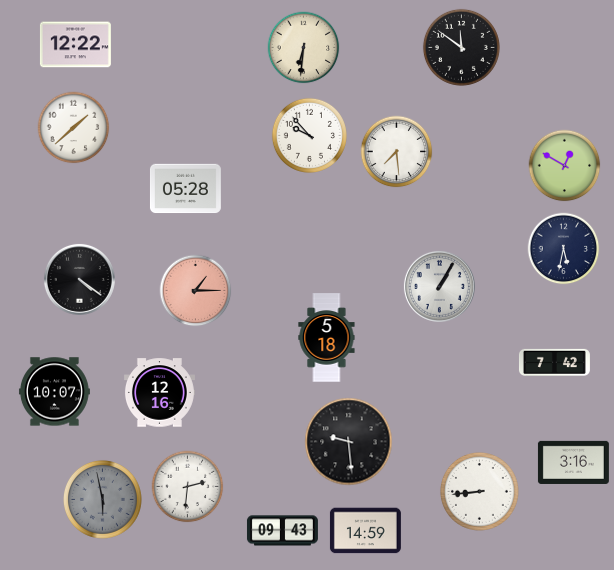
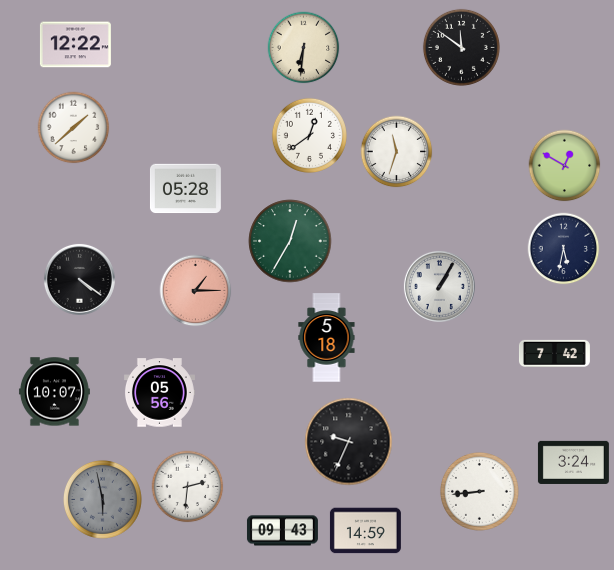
clock at (309, 135): 9:53 -> 12:39
clock at (397, 152): 7:29 -> 11:33
clock at (290, 241): none -> 12:35
clock at (554, 362) position: (554, 362) -> (554, 353)
clock at (159, 393): 12:16 -> 05:56
clock at (349, 442): 9:29 -> 9:34
clock at (573, 462): 3:16 -> 3:24
